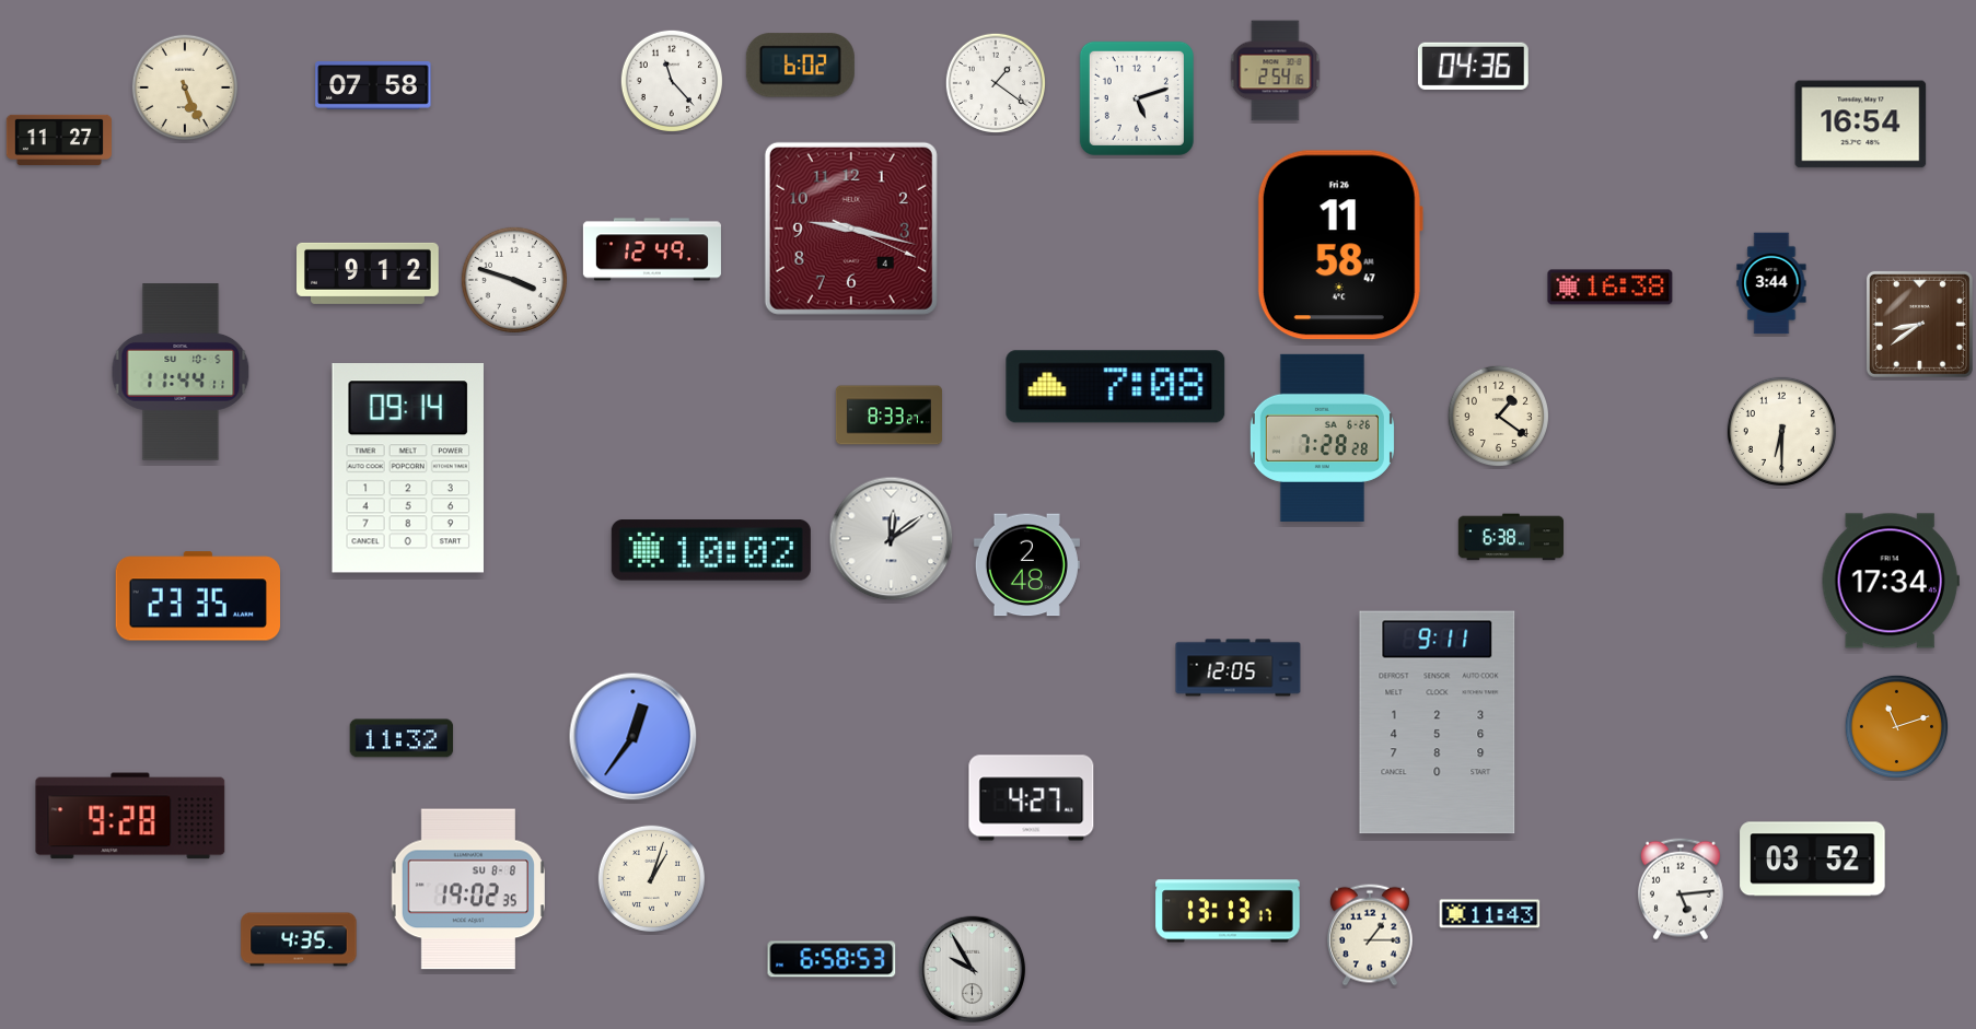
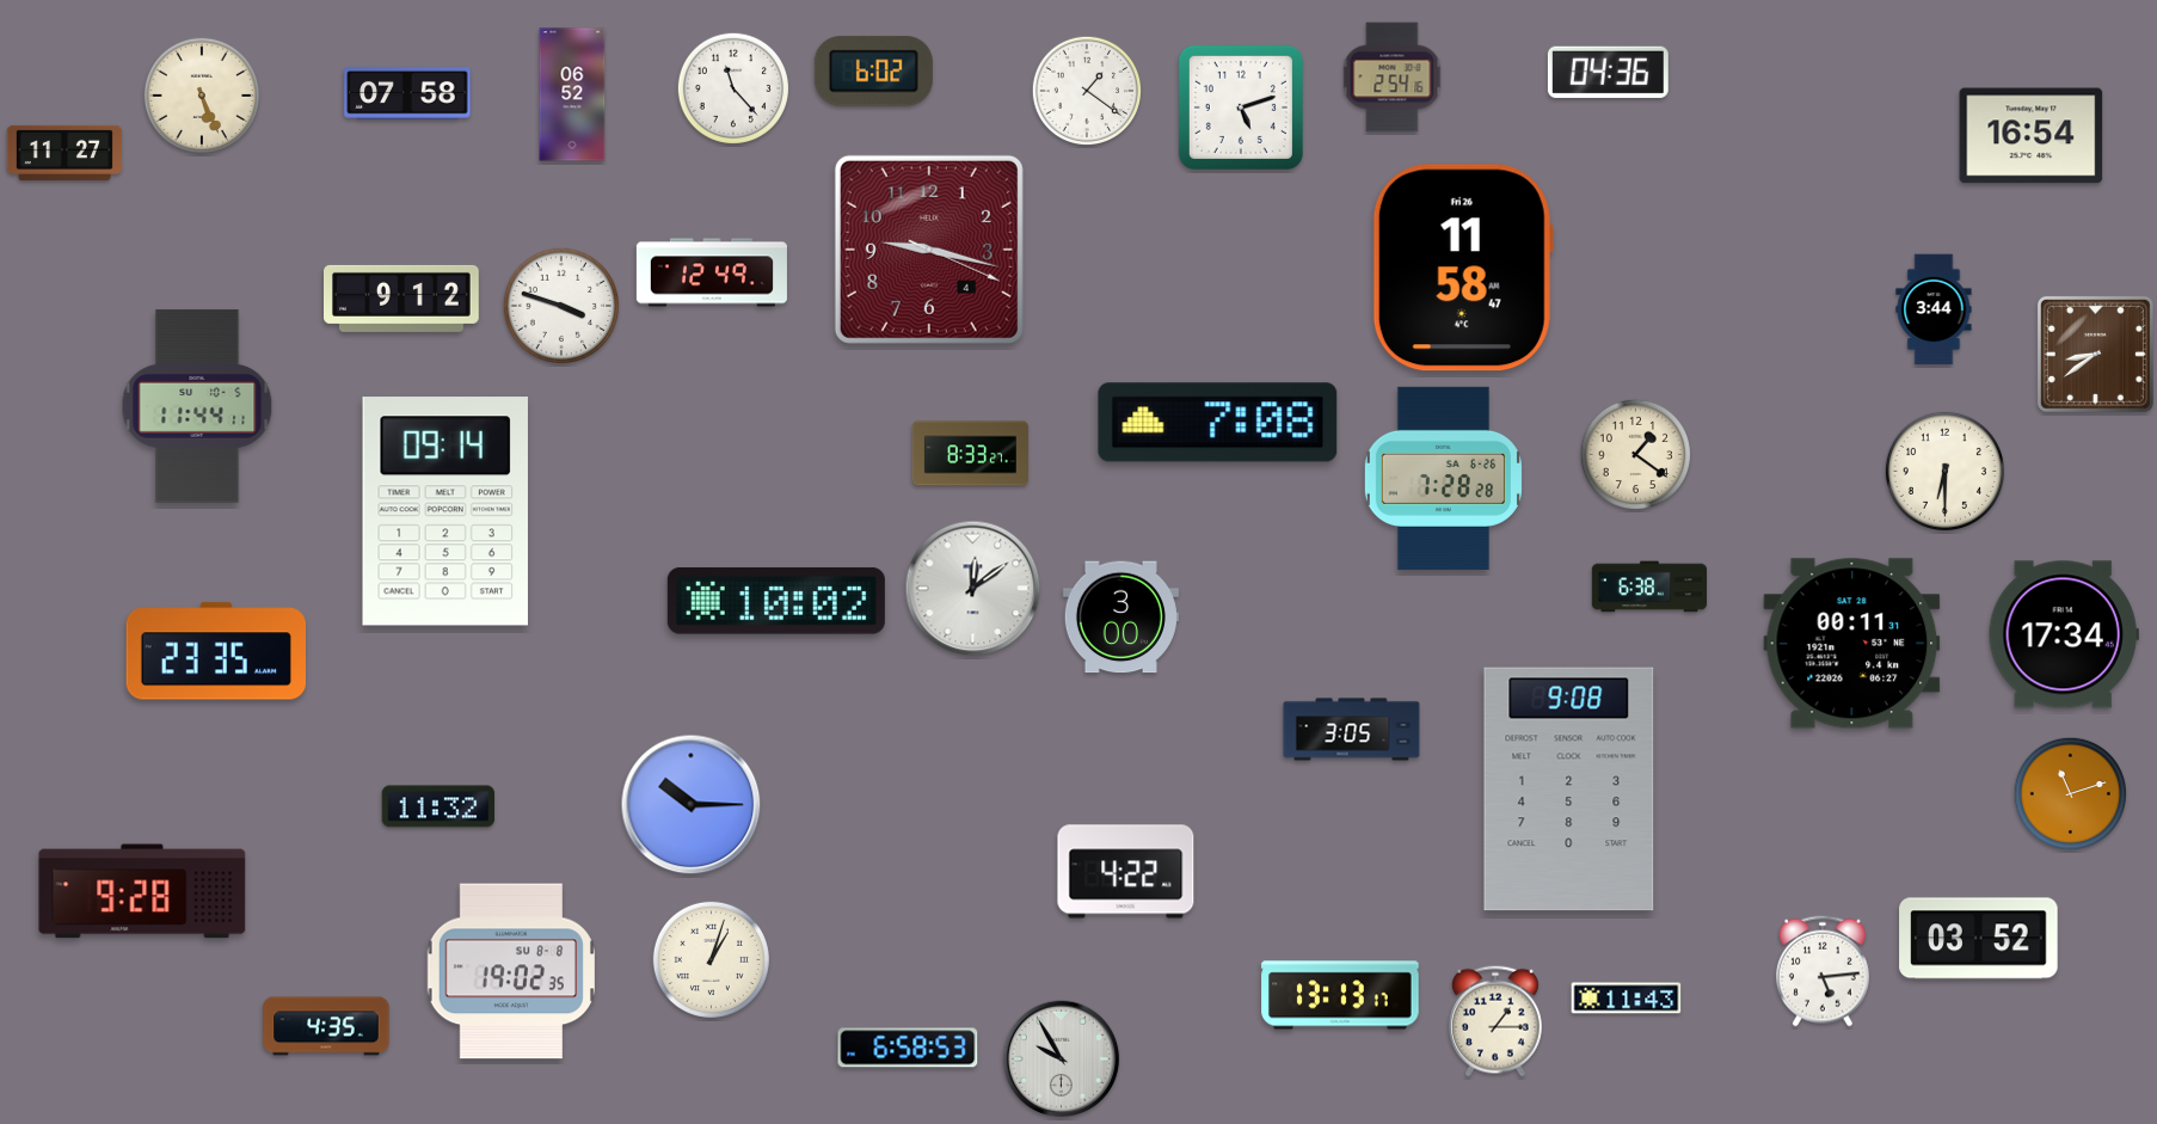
clock at (572, 94): none -> 06:52
clock at (1611, 288): 16:38 -> none
clock at (1026, 565): 2:48 -> 3:00
clock at (1852, 644): none -> 00:11
clock at (1239, 668): 12:05 -> 3:05
clock at (1438, 723): 9:11 -> 9:08
clock at (634, 737): 12:36 -> 10:15
clock at (1032, 798): 4:27 -> 4:22
clock at (1681, 889) position: (1681, 889) -> (1823, 971)
